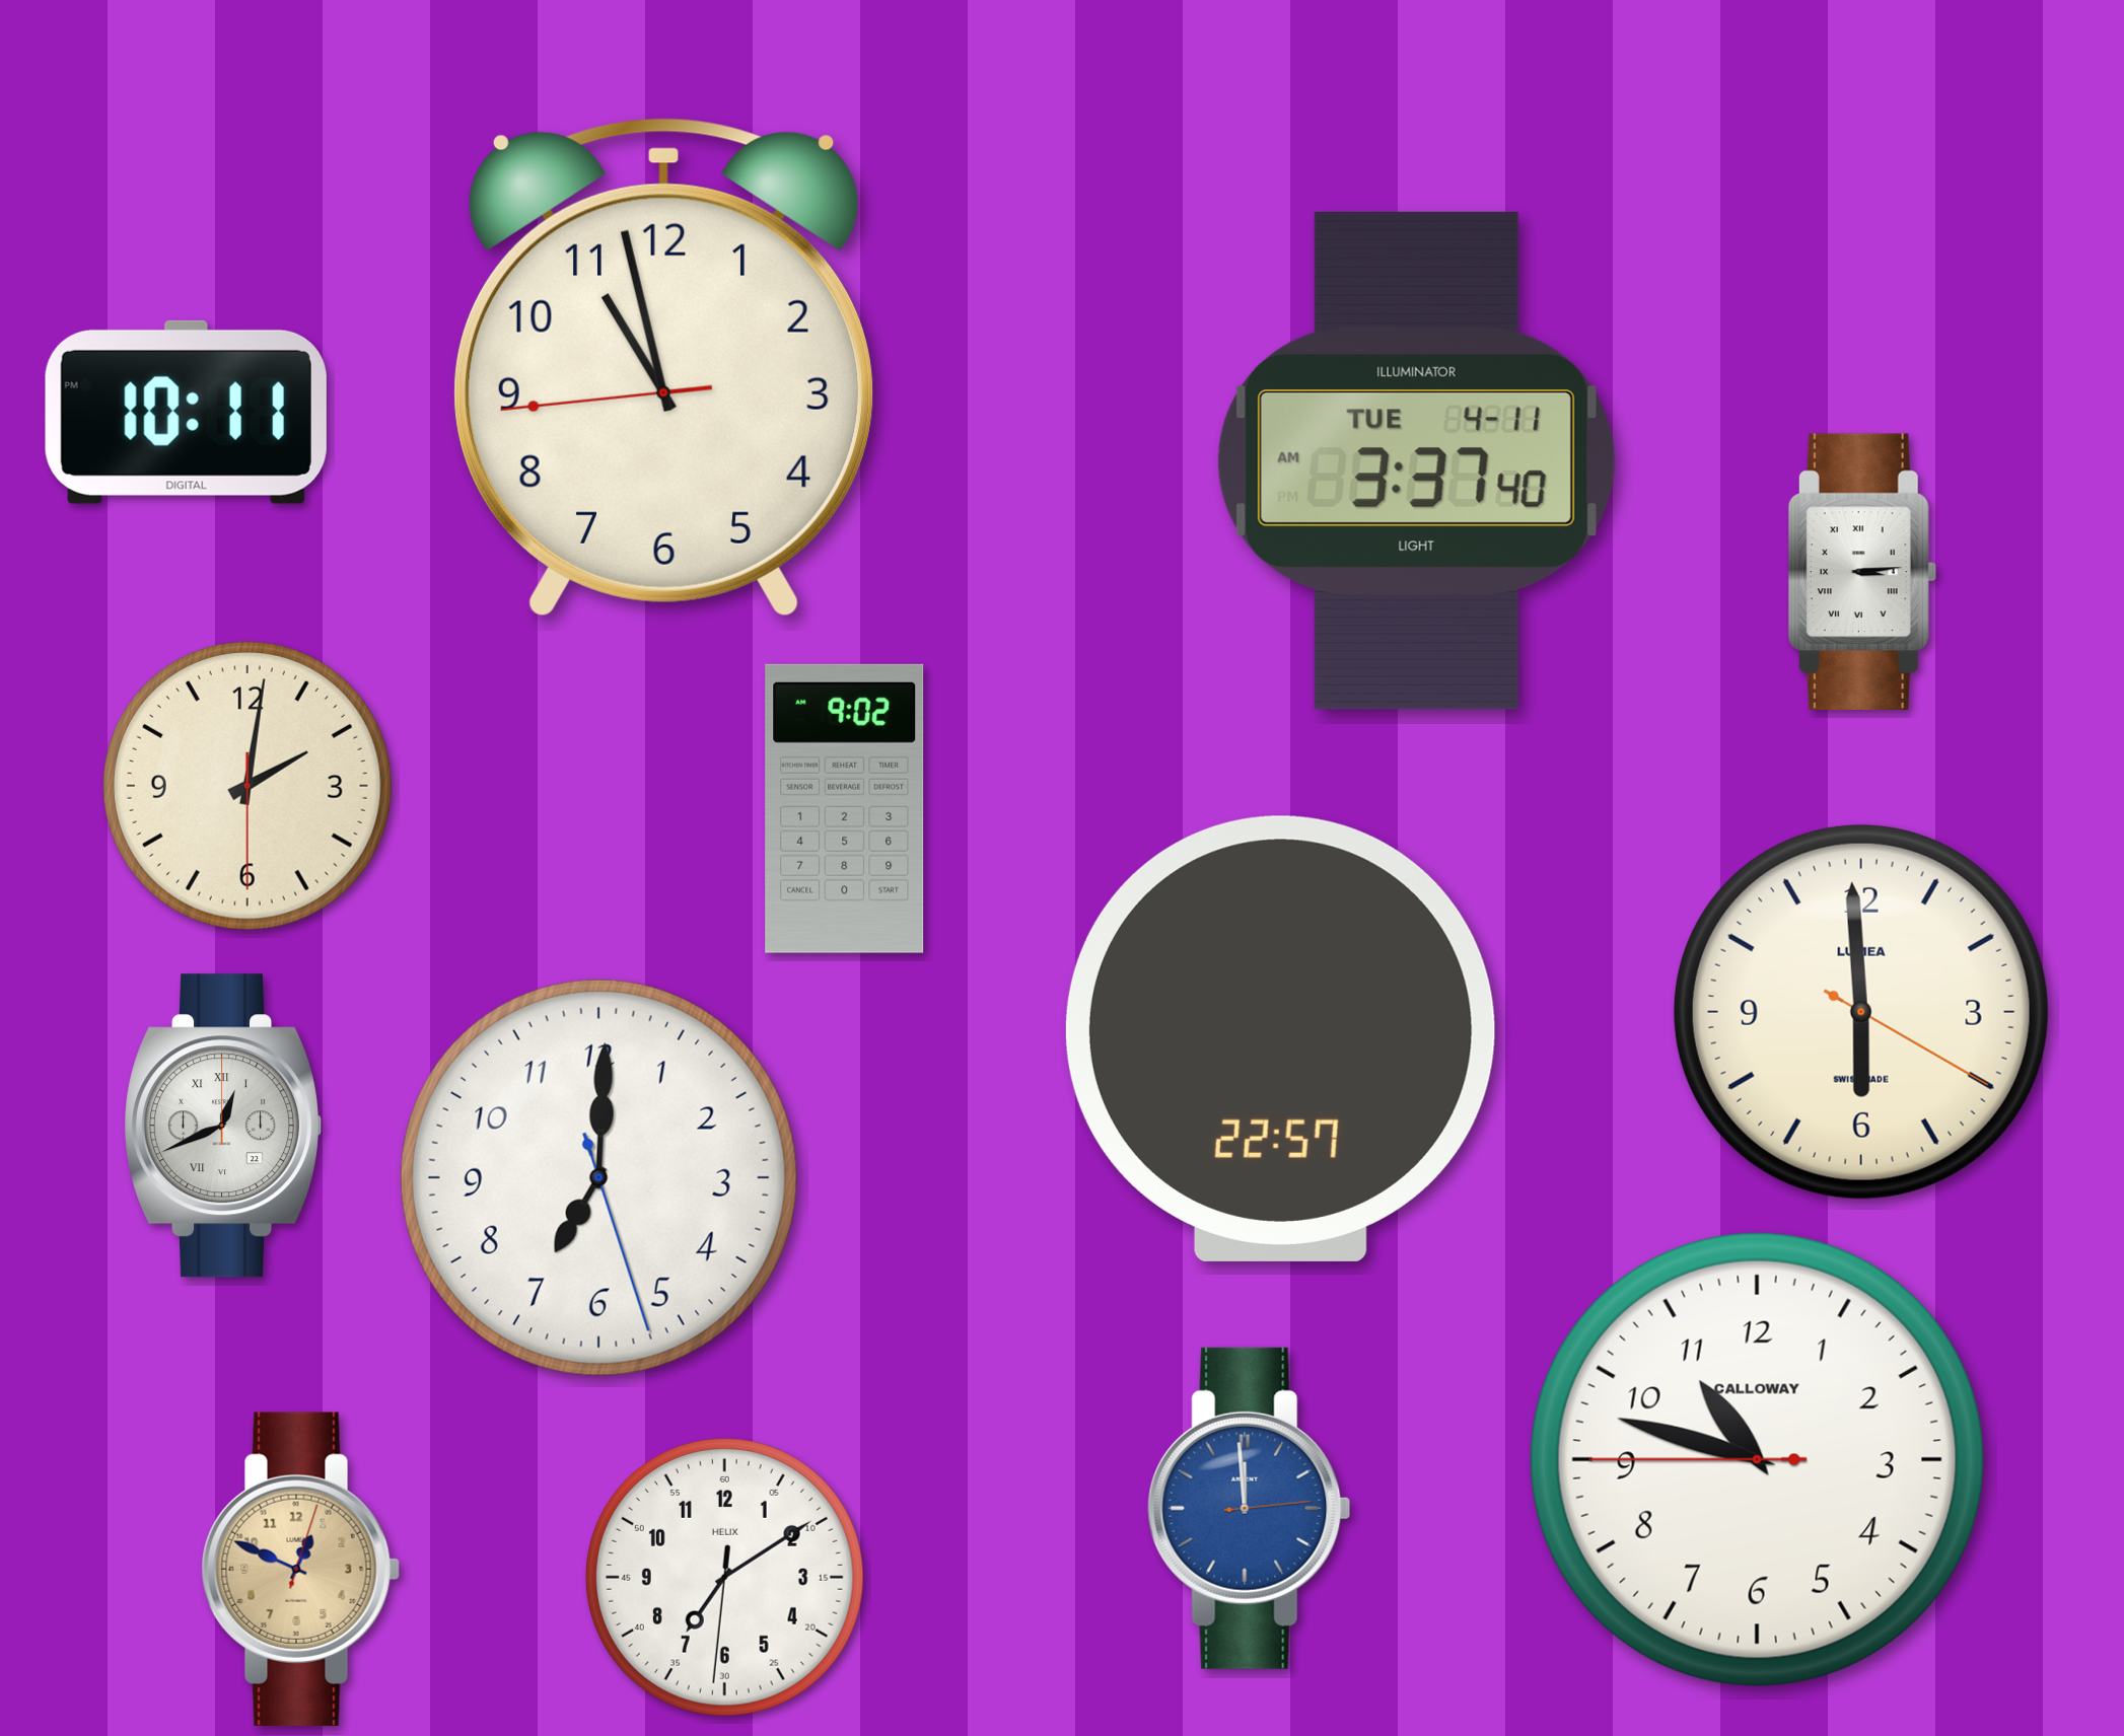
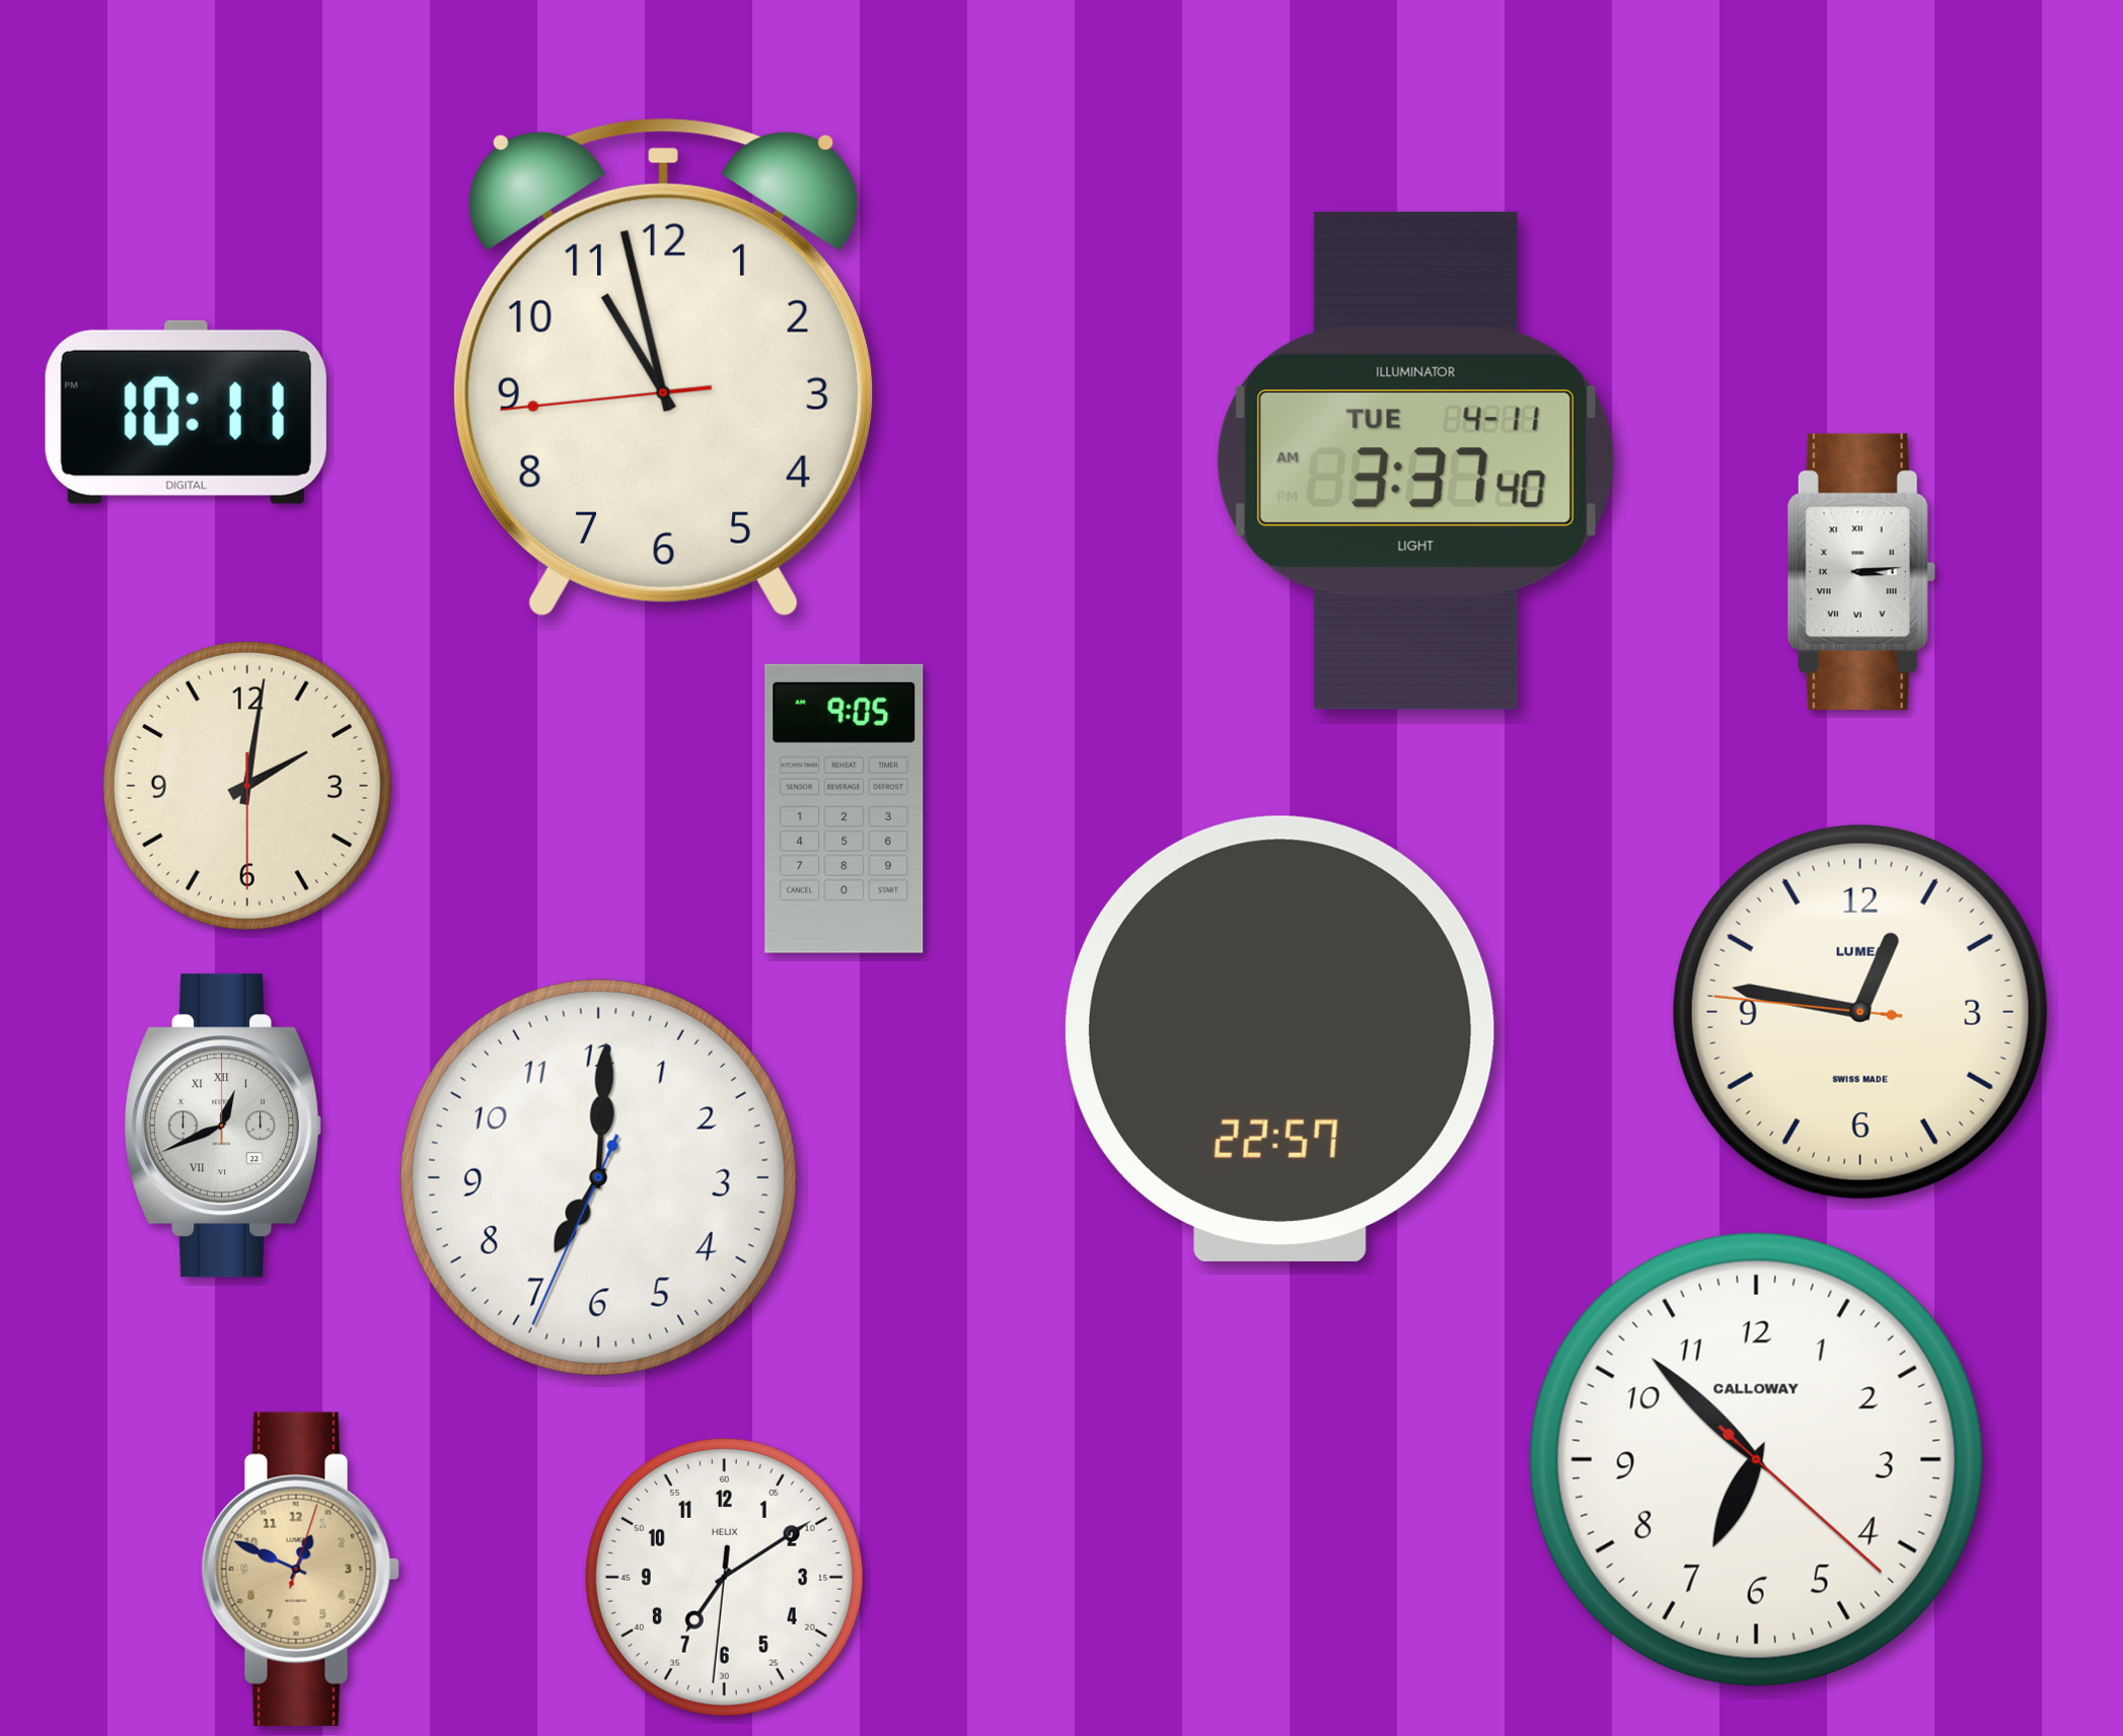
clock at (845, 808): 9:02 -> 9:05
clock at (1861, 1012): 5:59 -> 12:46
clock at (598, 1177): 7:00:27 -> 7:00:34
clock at (1757, 1459): 10:47 -> 6:52
clock at (1250, 1508): 11:59 -> none
